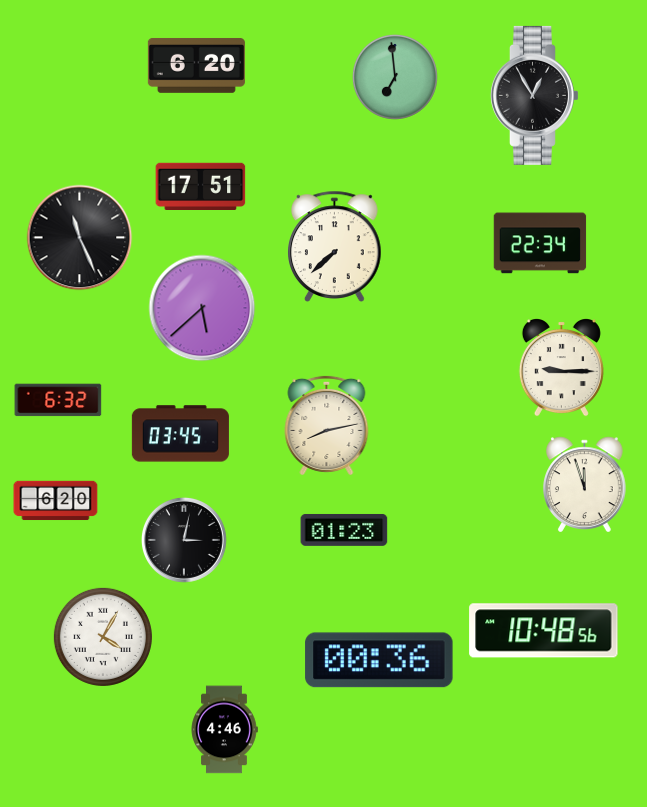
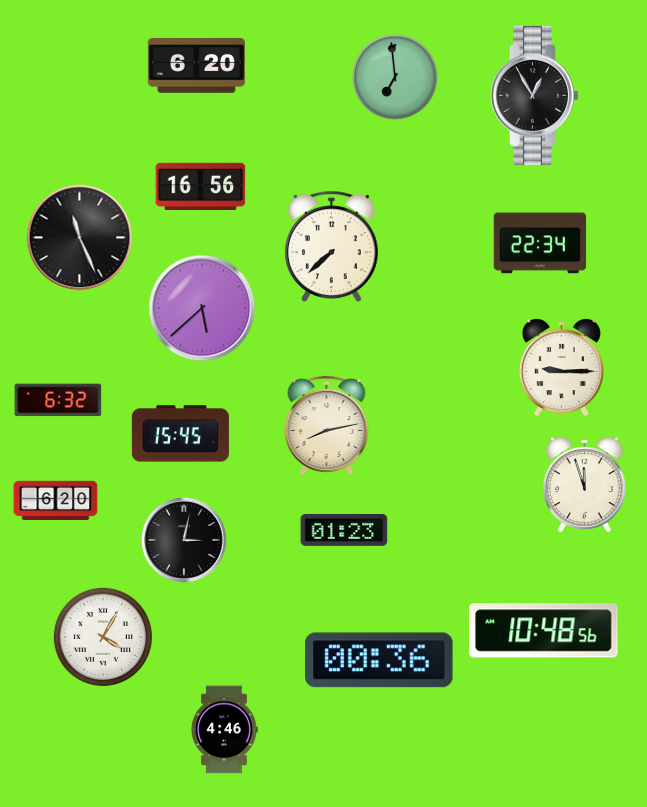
clock at (201, 186): 17:51 -> 16:56
clock at (335, 246) position: (335, 246) -> (332, 246)
clock at (180, 434): 03:45 -> 15:45
